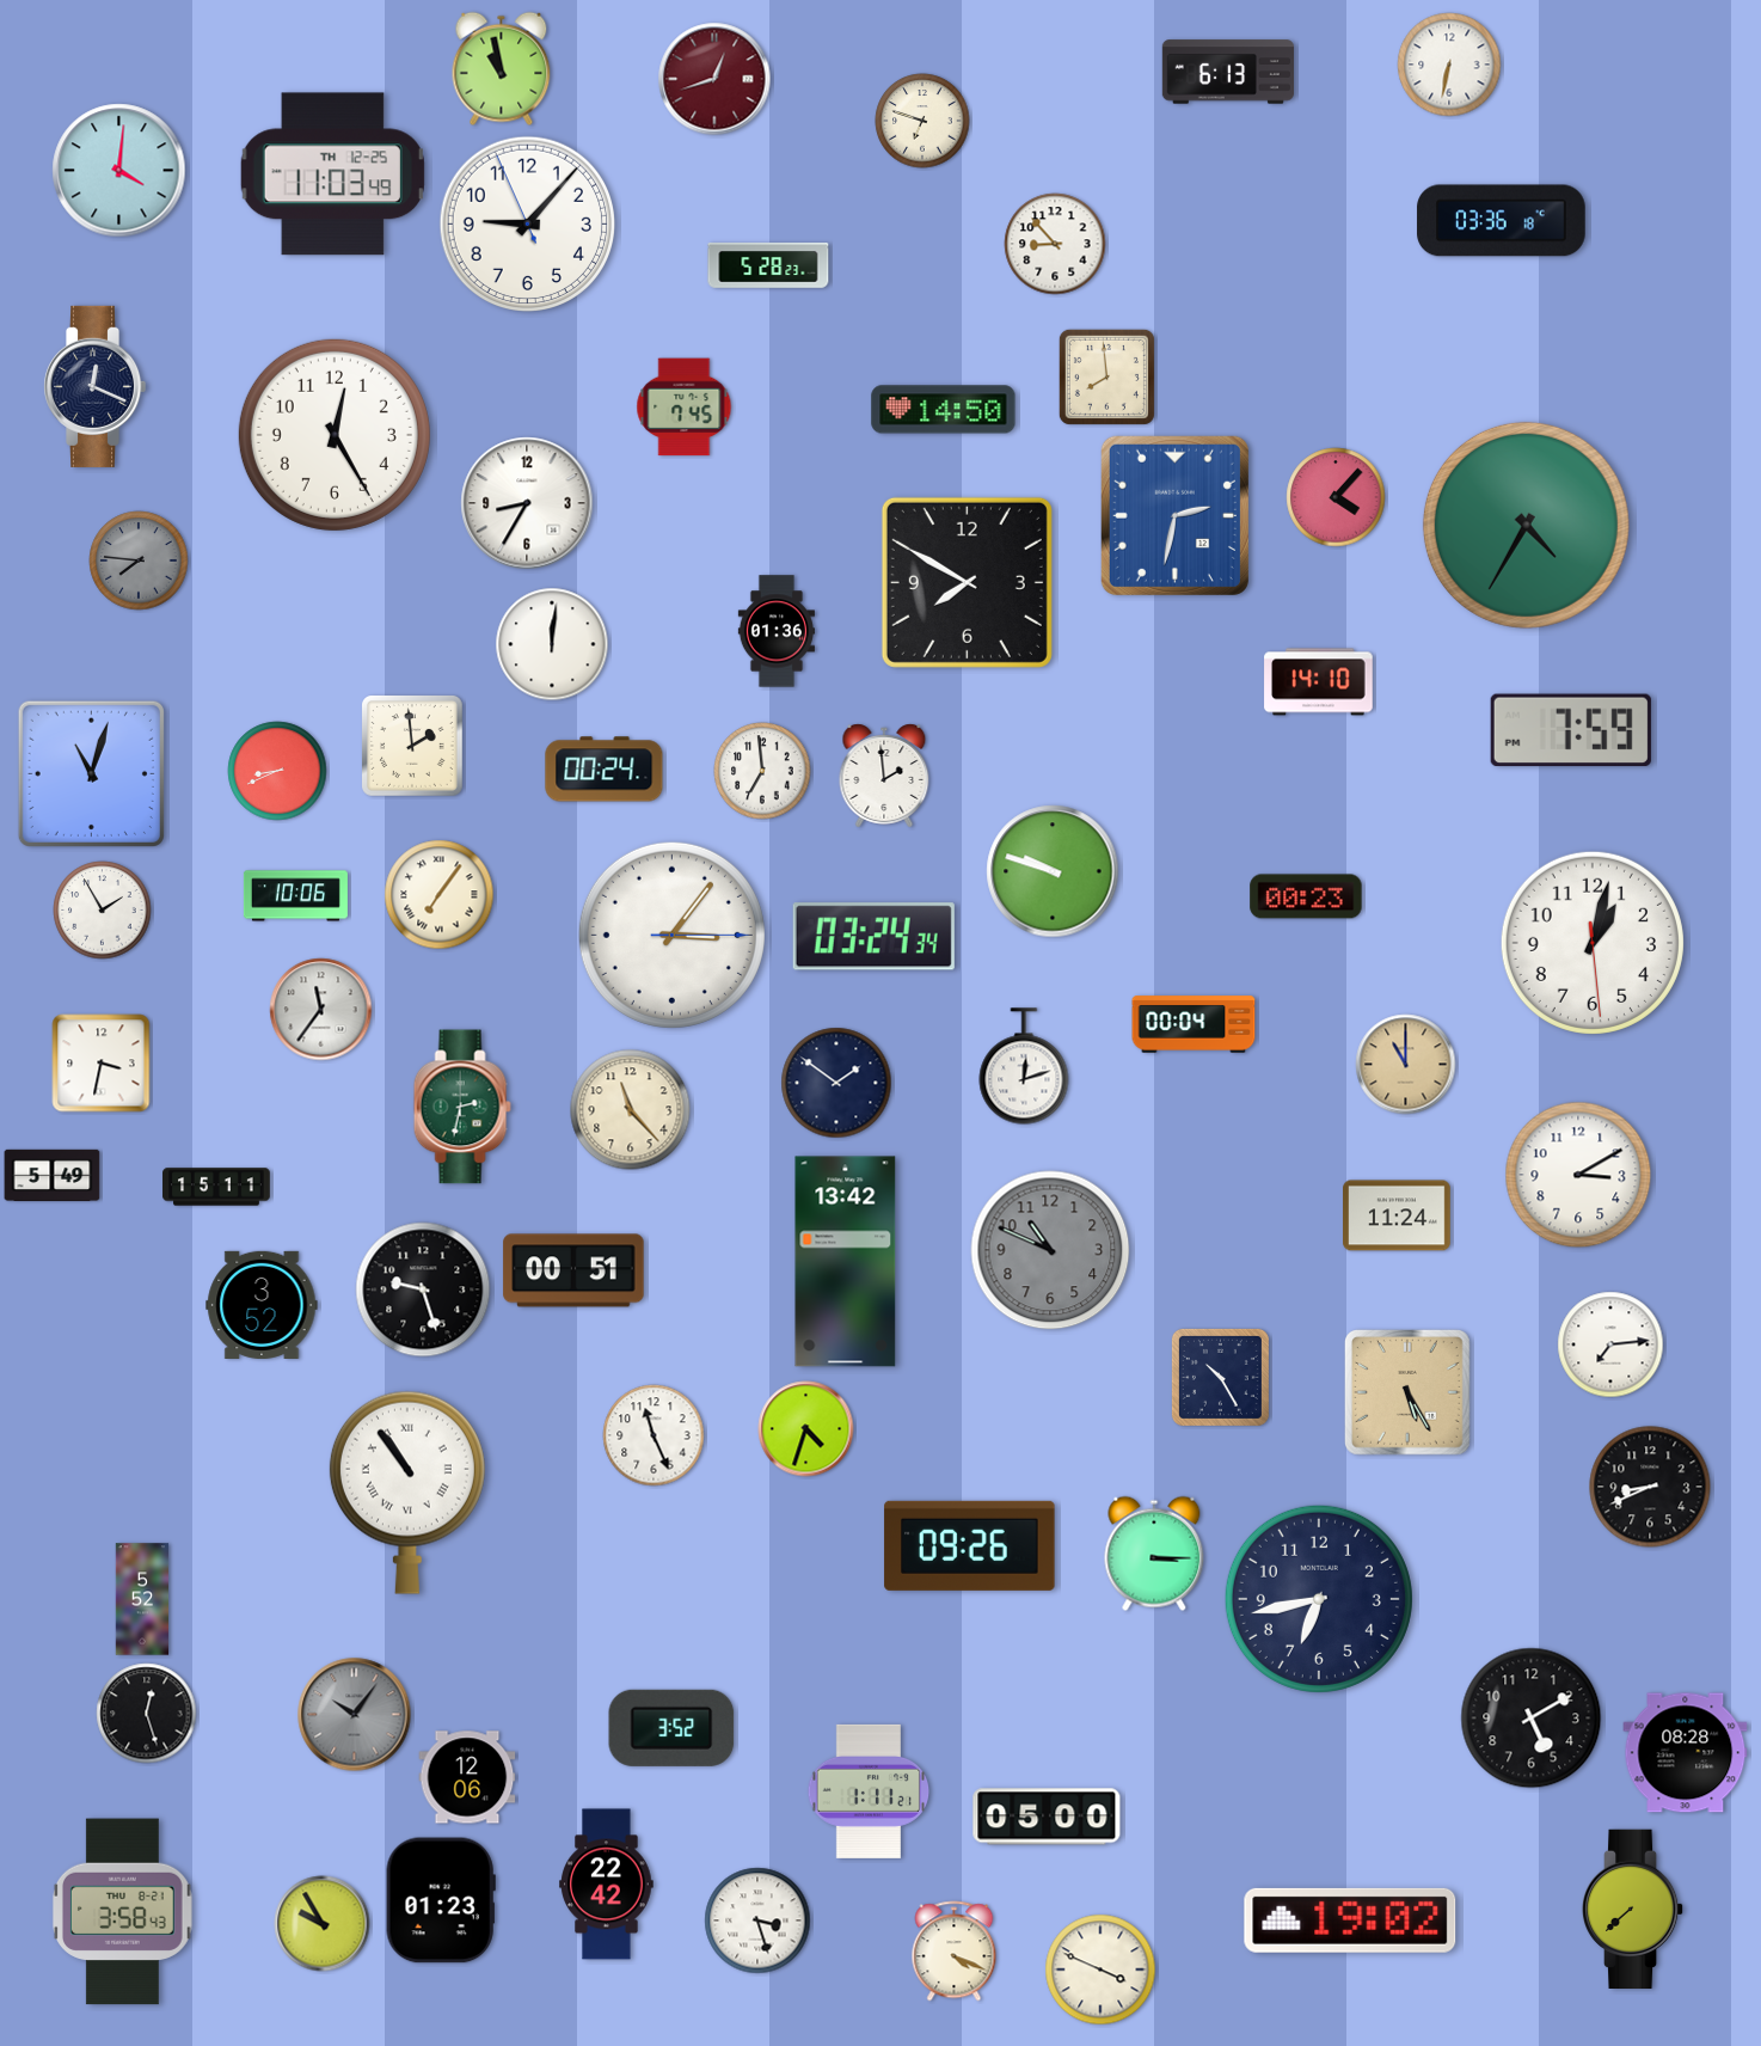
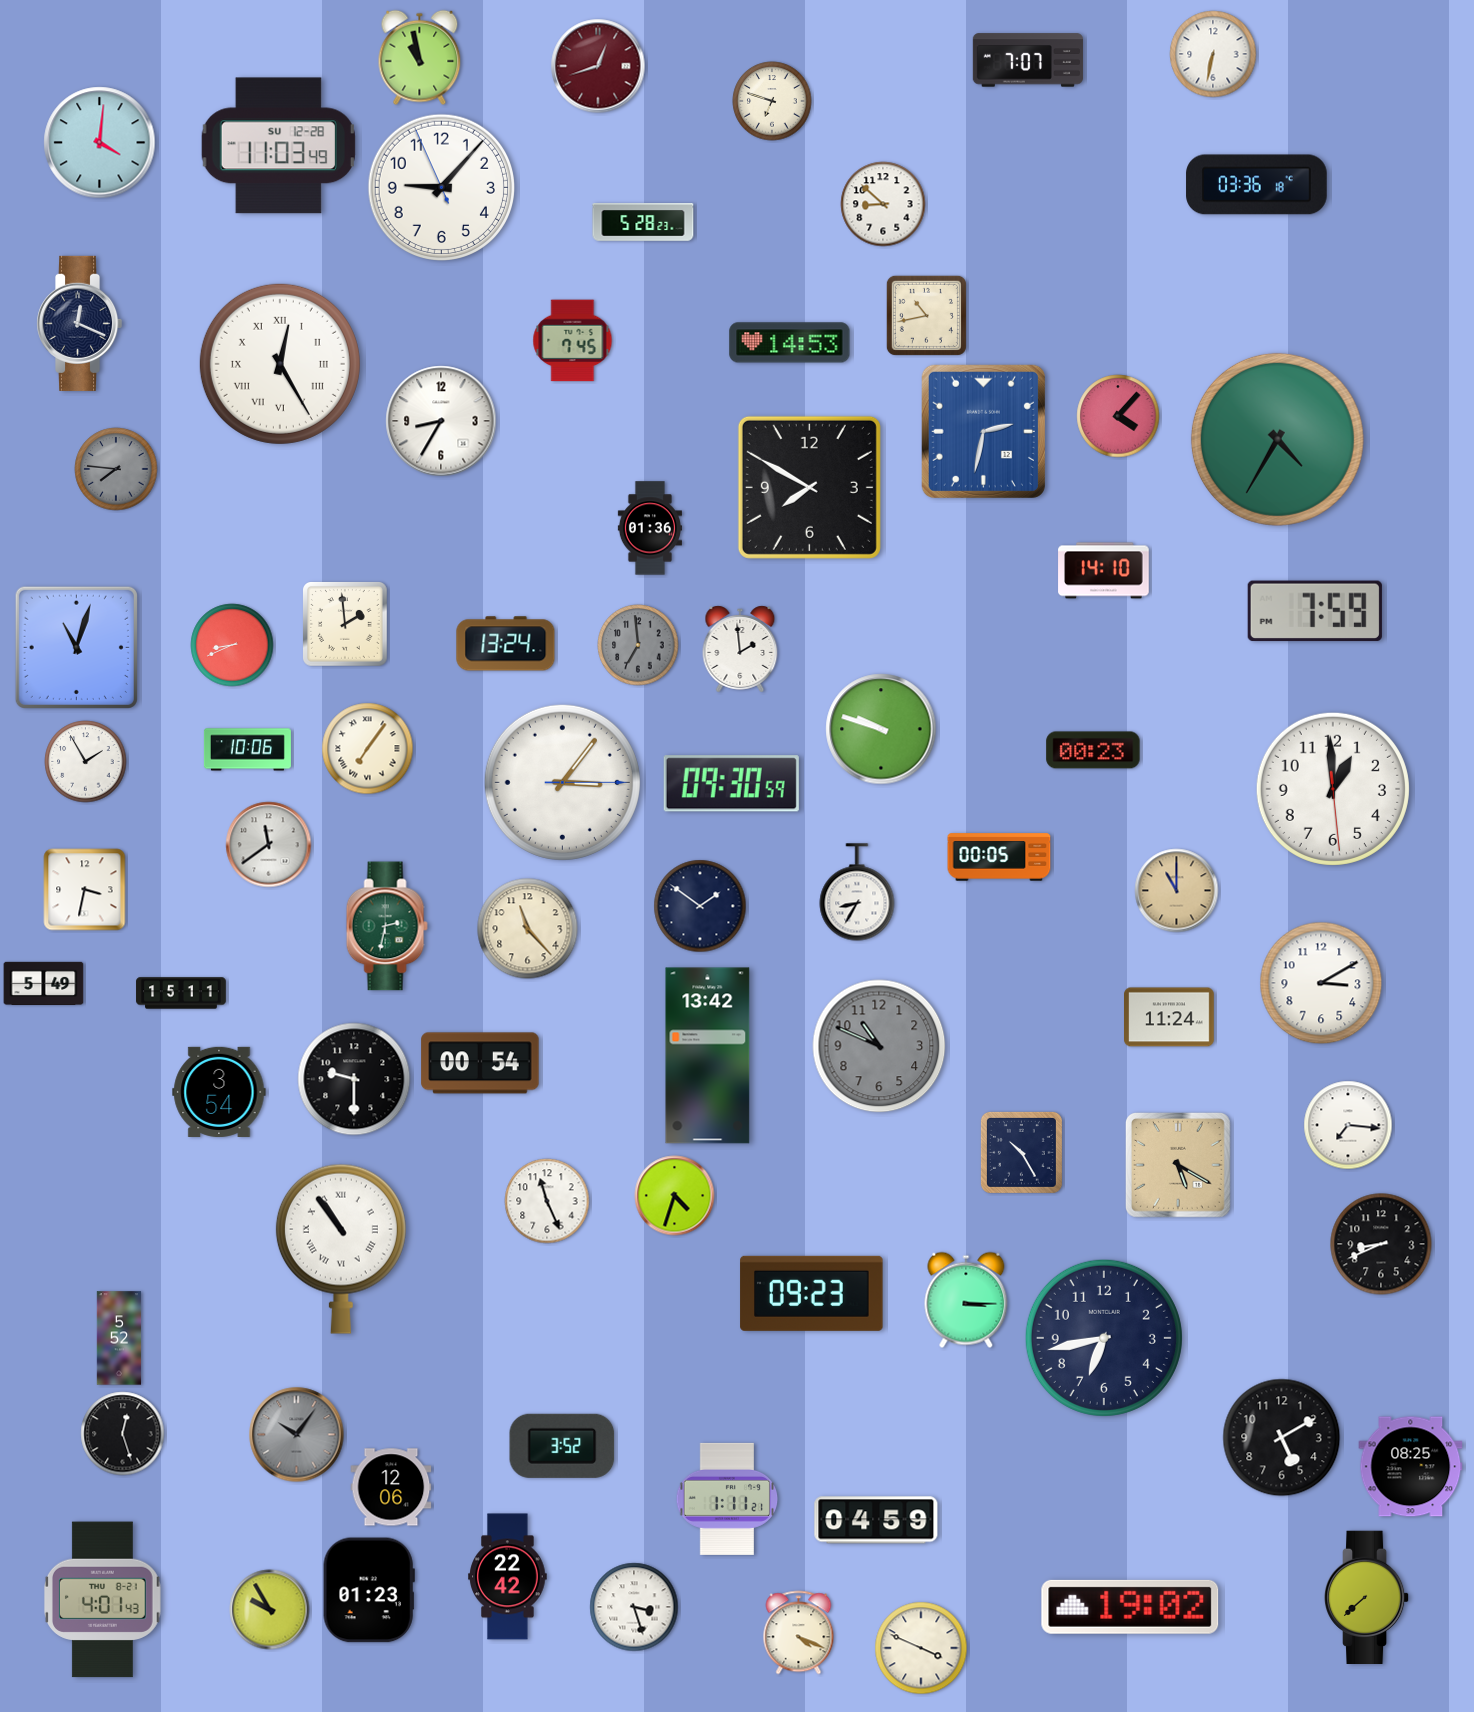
clock at (1228, 72): 6:13 -> 7:07
clock at (332, 174) date: TH 12-25 -> SU 12-28
clock at (1055, 244): 8:53 -> 8:52
clock at (1106, 376): 7:59 -> 10:43
clock at (944, 410): 14:50 -> 14:53
clock at (335, 435) numerals: Arabic -> Roman
clock at (552, 644): 12:01 -> none
clock at (605, 770): 00:24 -> 13:24
clock at (762, 771) dial: white -> grey
clock at (873, 937): 03:24 -> 09:30
clock at (1593, 943): 1:02 -> 12:59
clock at (321, 1010): 11:36 -> 11:39
clock at (1194, 1024): 00:04 -> 00:05
clock at (1024, 1066): 12:12 -> 8:35
clock at (573, 1270): 00:51 -> 00:54
clock at (423, 1290): 9:27 -> 9:30
clock at (262, 1305): 3:52 -> 3:54
clock at (1610, 1344): 7:14 -> 7:16
clock at (1409, 1393): 5:25 -> 5:20
clock at (970, 1545): 09:26 -> 09:23
clock at (1686, 1753): 08:28 -> 08:25
clock at (1047, 1817): 05:00 -> 04:59
clock at (122, 1912): 3:58 -> 4:01
